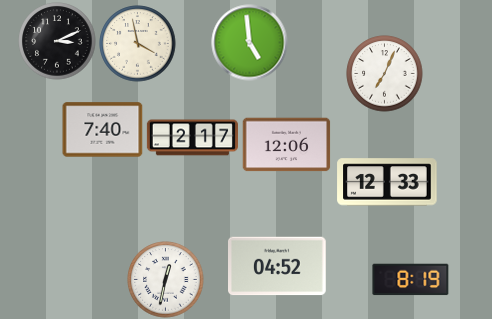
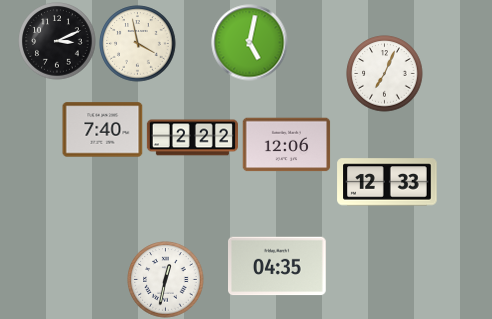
clock at (250, 43): 4:59 -> 5:02
clock at (192, 138): 2:17 -> 2:22
clock at (278, 266): 04:52 -> 04:35
clock at (411, 280): 8:19 -> none
